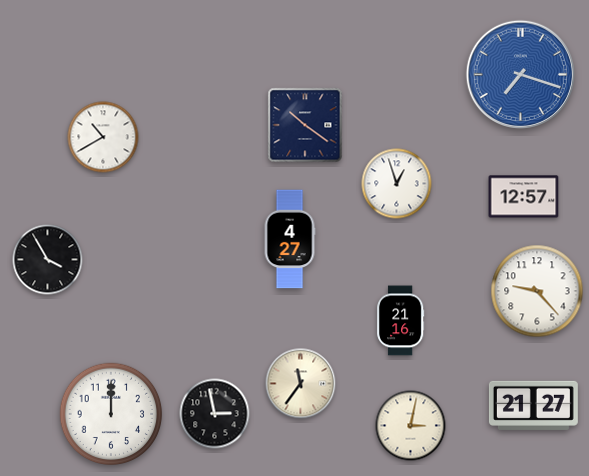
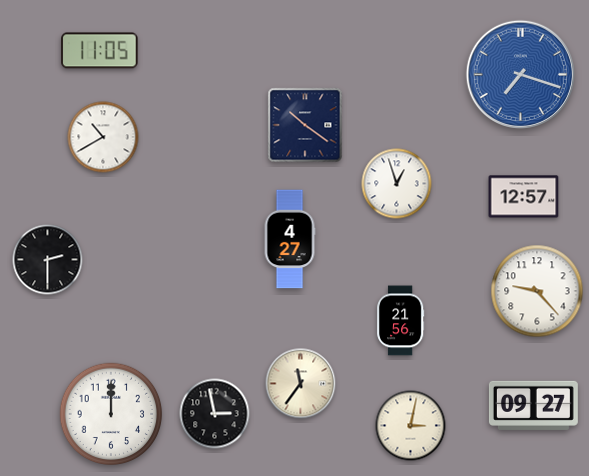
clock at (100, 51): none -> 11:05
clock at (48, 260): 3:55 -> 2:30
clock at (401, 321): 21:16 -> 21:56
clock at (533, 405): 21:27 -> 09:27
